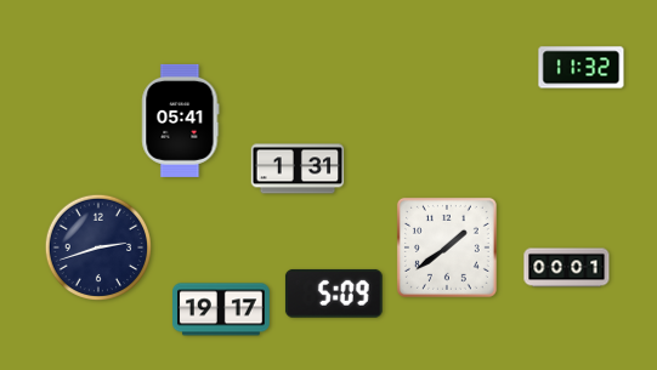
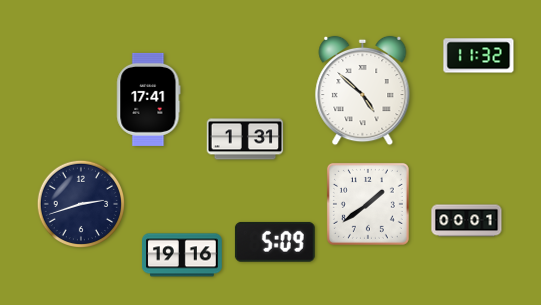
clock at (363, 91): none -> 4:52
clock at (181, 120): 05:41 -> 17:41
clock at (222, 309): 19:17 -> 19:16
